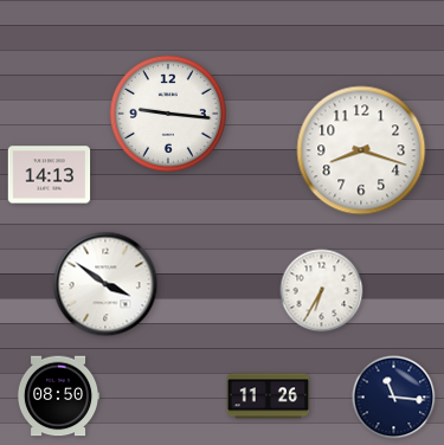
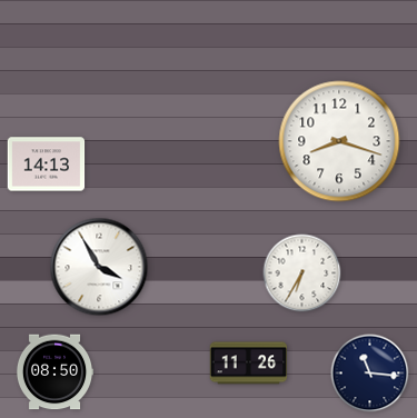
clock at (168, 114): 9:16 -> none
clock at (105, 284): 3:51 -> 3:55
clock at (269, 396) position: (269, 396) -> (249, 364)
